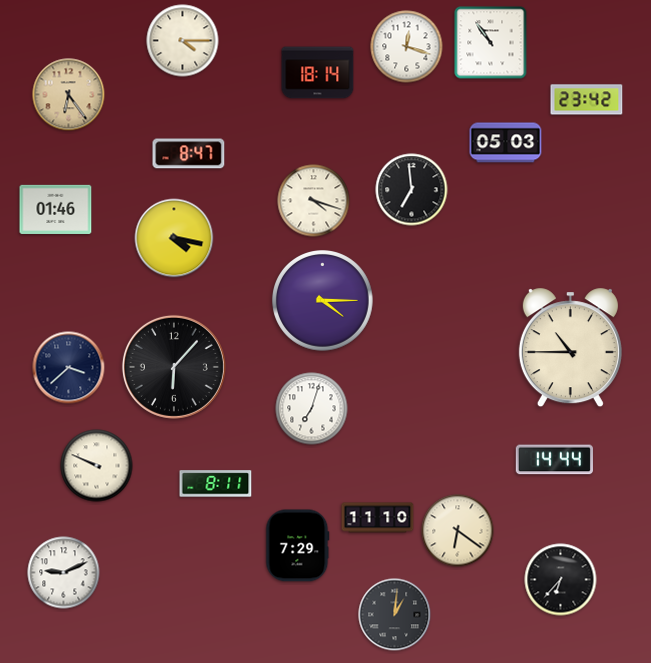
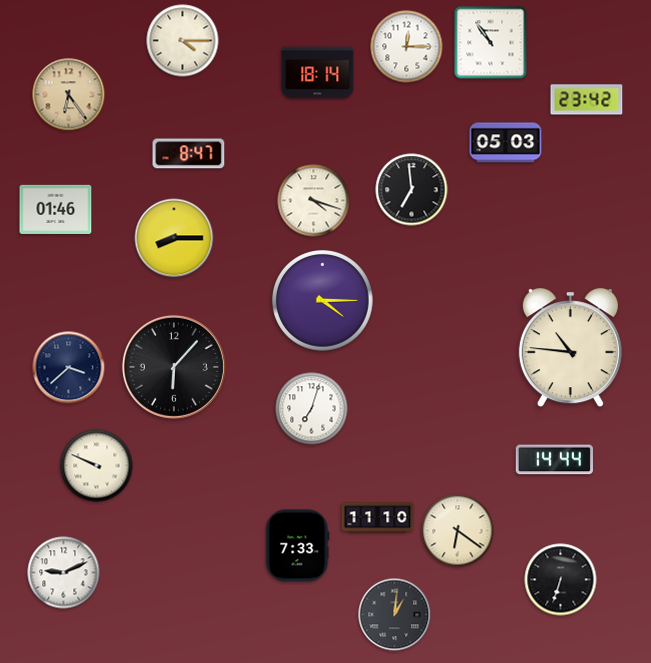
clock at (407, 47): 12:18 -> 12:15
clock at (174, 238): 4:17 -> 8:15
clock at (570, 348): 10:45 -> 10:46
clock at (216, 484): 8:11 -> none
clock at (298, 546): 7:29 -> 7:33
clock at (561, 580): 6:37 -> 6:33
